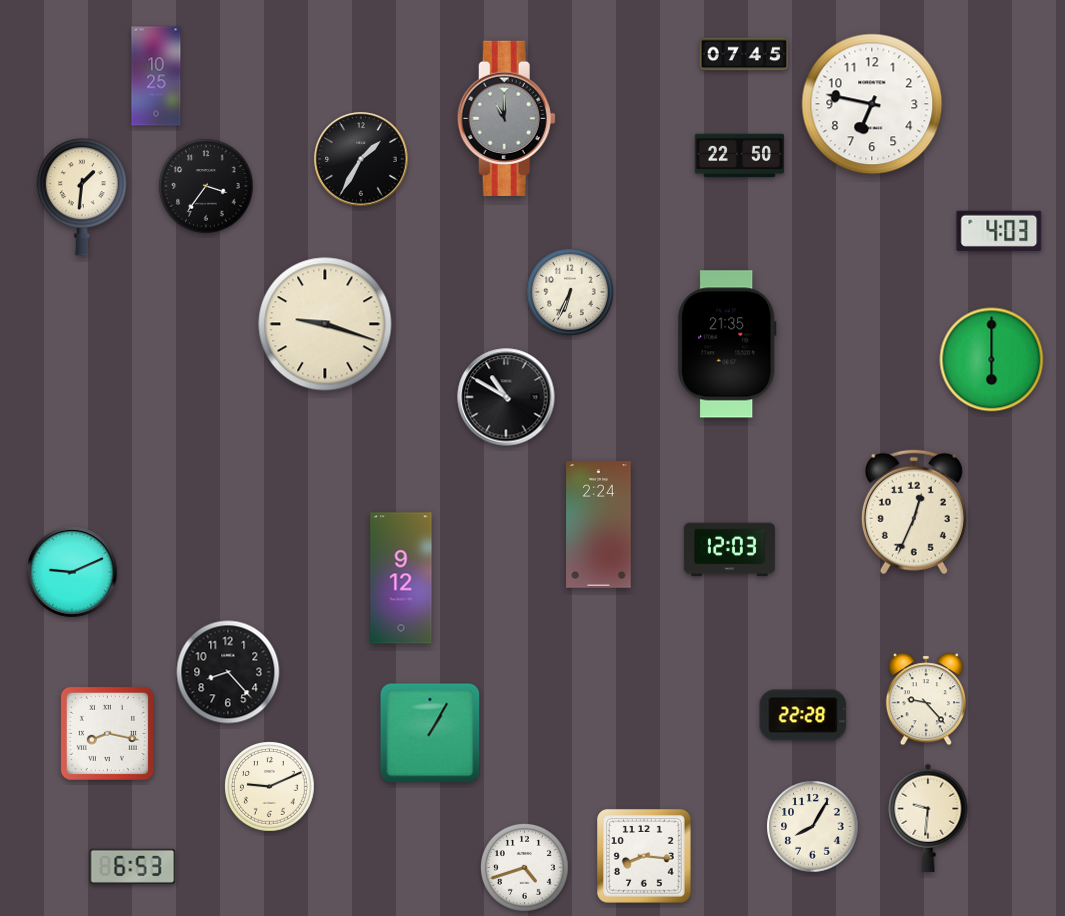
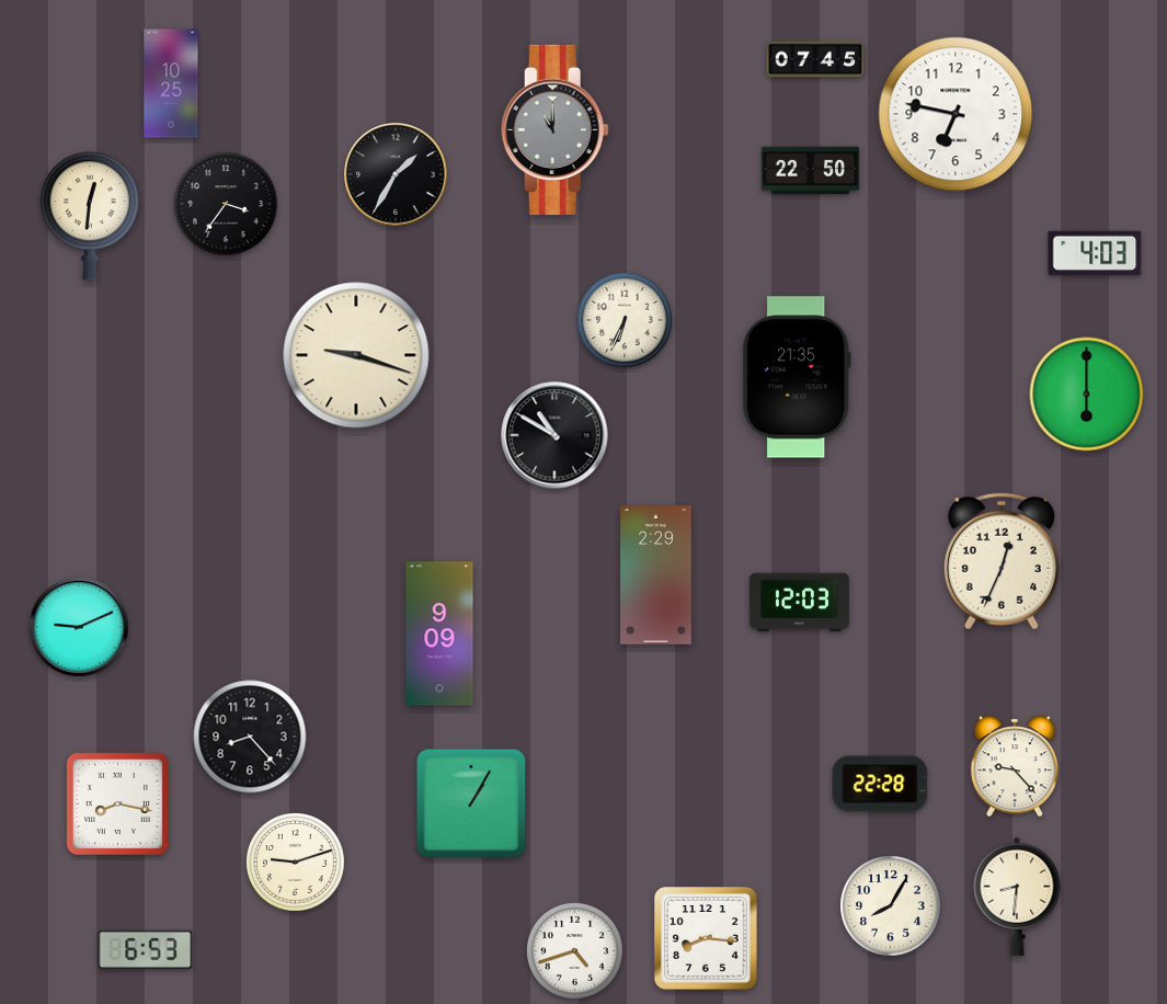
clock at (82, 197): 1:31 -> 12:31
clock at (599, 525): 2:24 -> 2:29
clock at (401, 578): 9:12 -> 9:09
clock at (270, 787): 9:11 -> 9:12
clock at (928, 818): 9:31 -> 8:31
